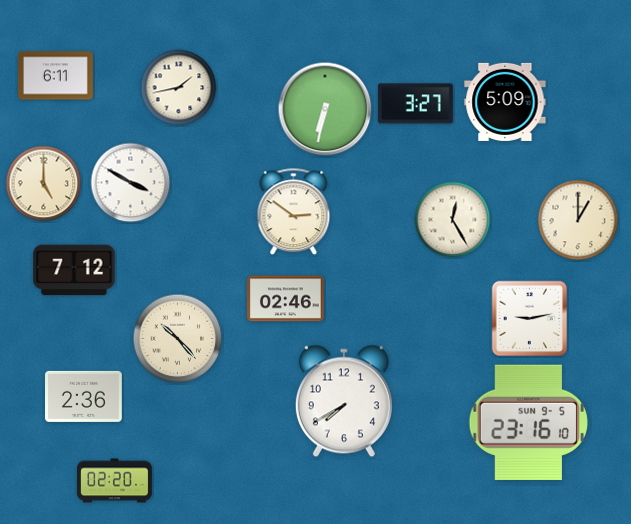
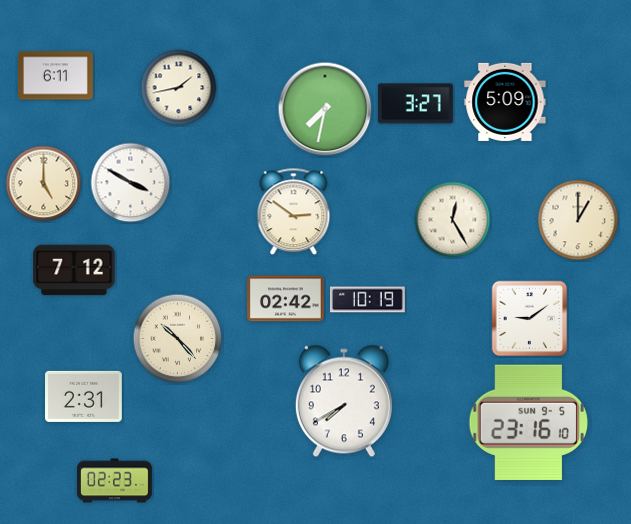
clock at (325, 109): 6:32 -> 7:32
clock at (286, 299): 02:46 -> 02:42
clock at (367, 300): none -> 10:19
clock at (530, 319): 9:13 -> 9:09
clock at (84, 396): 2:36 -> 2:31
clock at (114, 481): 02:20 -> 02:23
